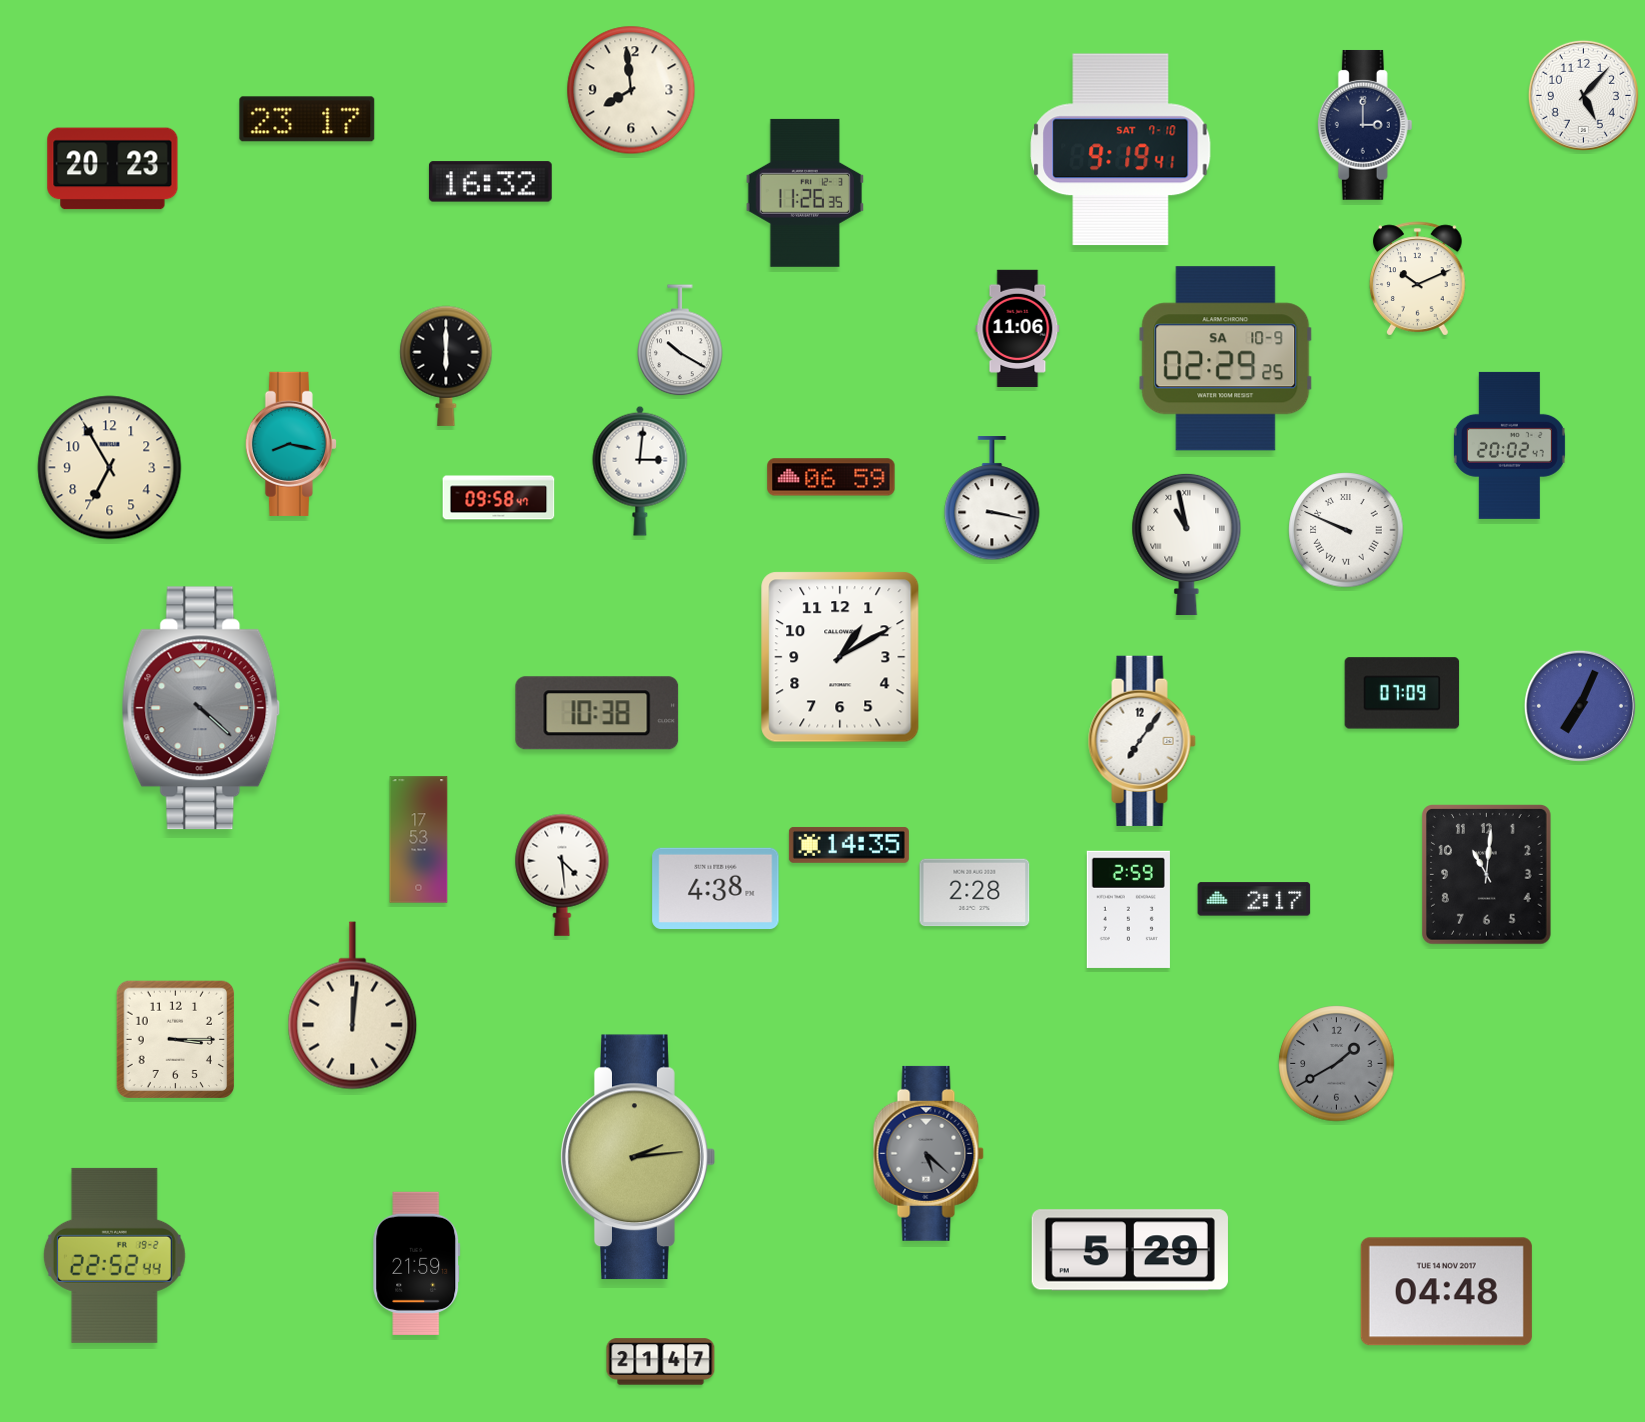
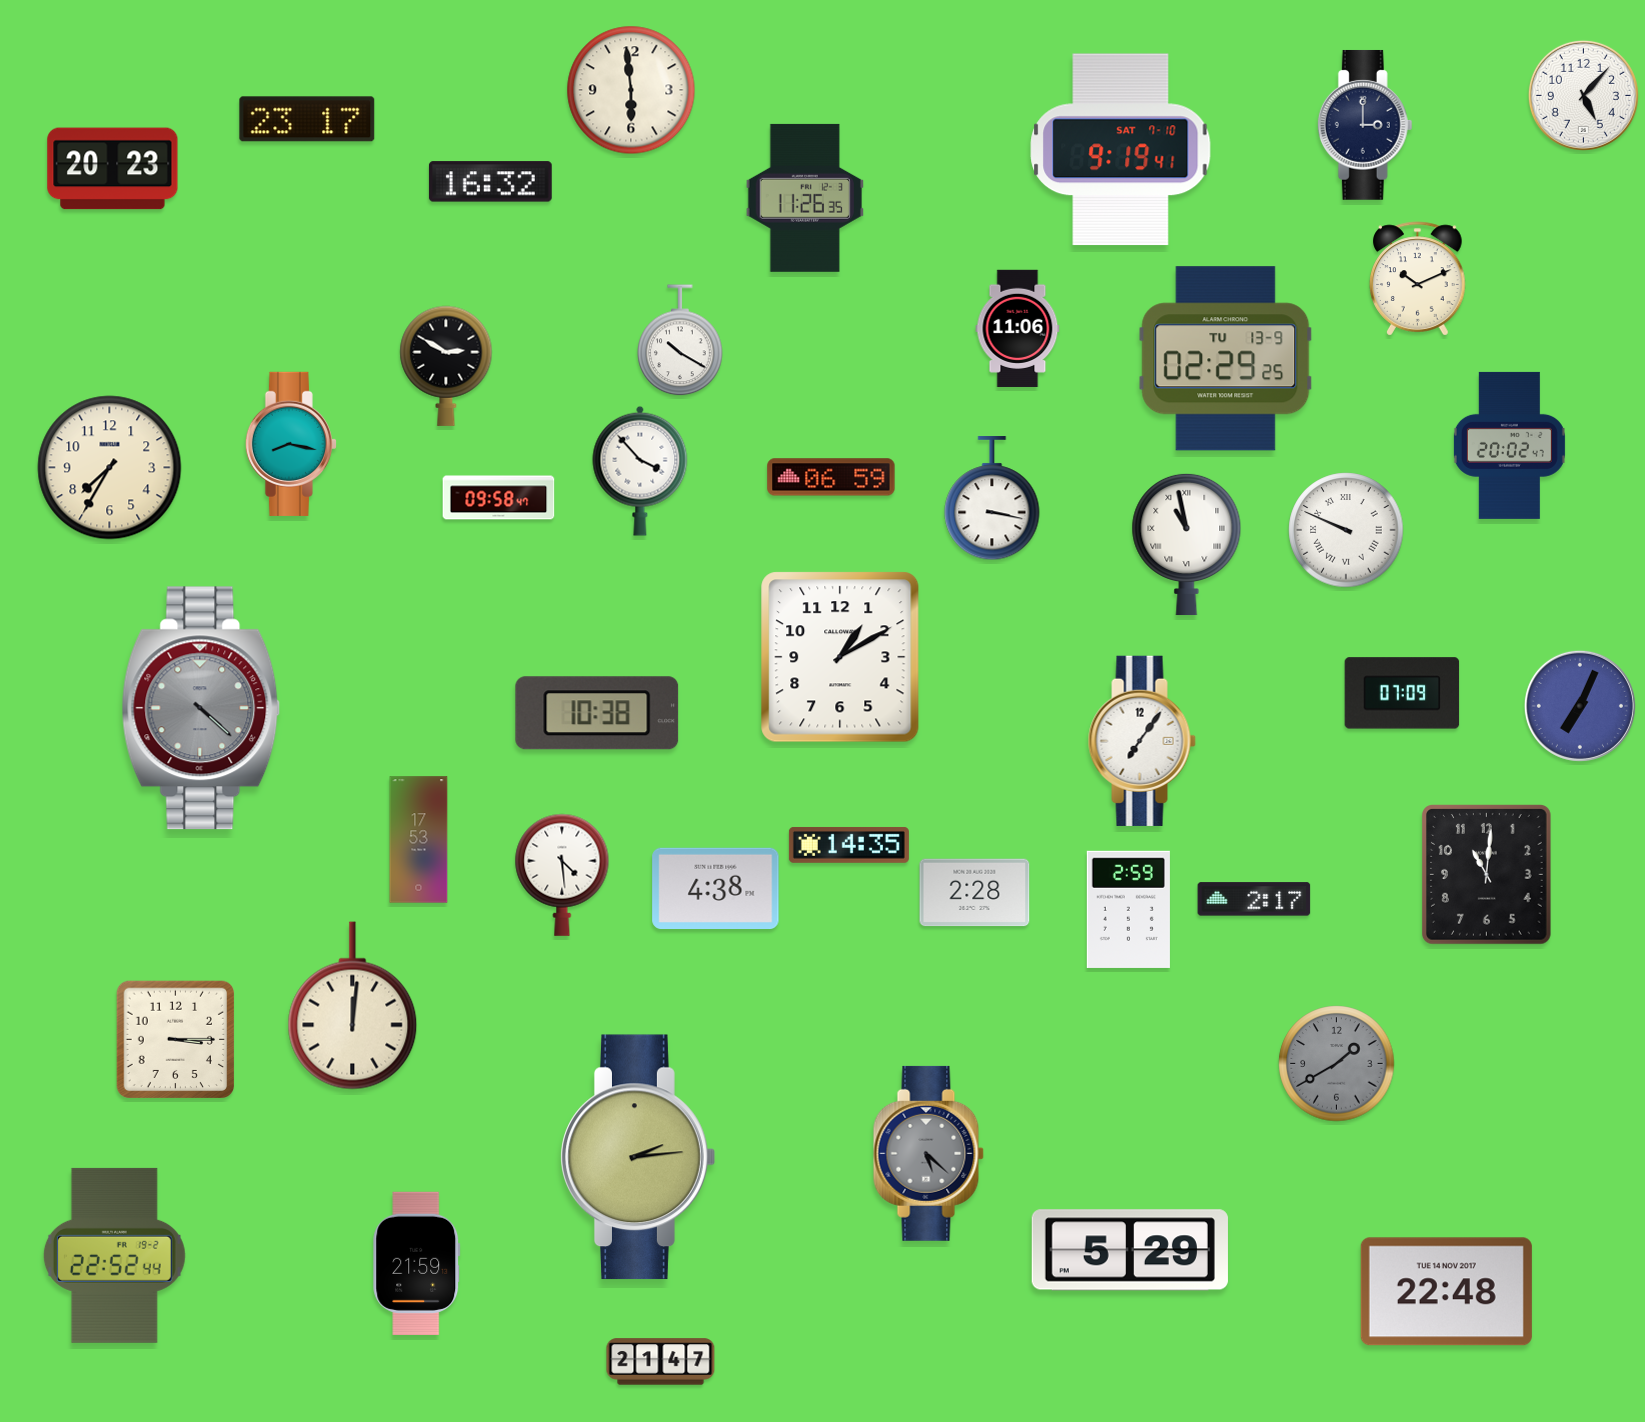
clock at (631, 90): 7:59 -> 5:59
clock at (804, 193) position: (804, 193) -> (804, 198)
clock at (1226, 359) date: SA 10-9 -> TU 13-9
clock at (446, 366): 6:00 -> 2:50
clock at (110, 468): 6:55 -> 7:35
clock at (640, 471): 3:01 -> 3:53
clock at (1446, 1292): 04:48 -> 22:48
